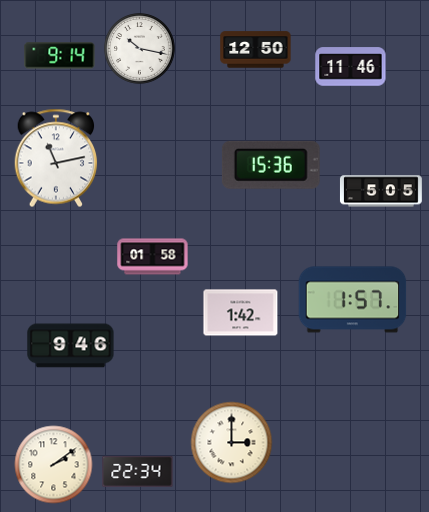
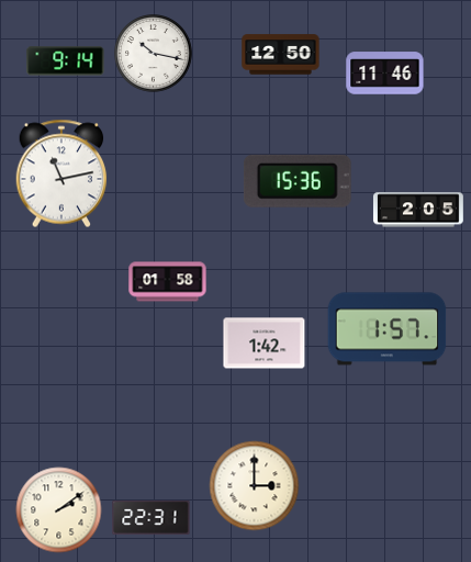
clock at (381, 191): 5:05 -> 2:05
clock at (71, 346): 9:46 -> none
clock at (138, 471): 22:34 -> 22:31
